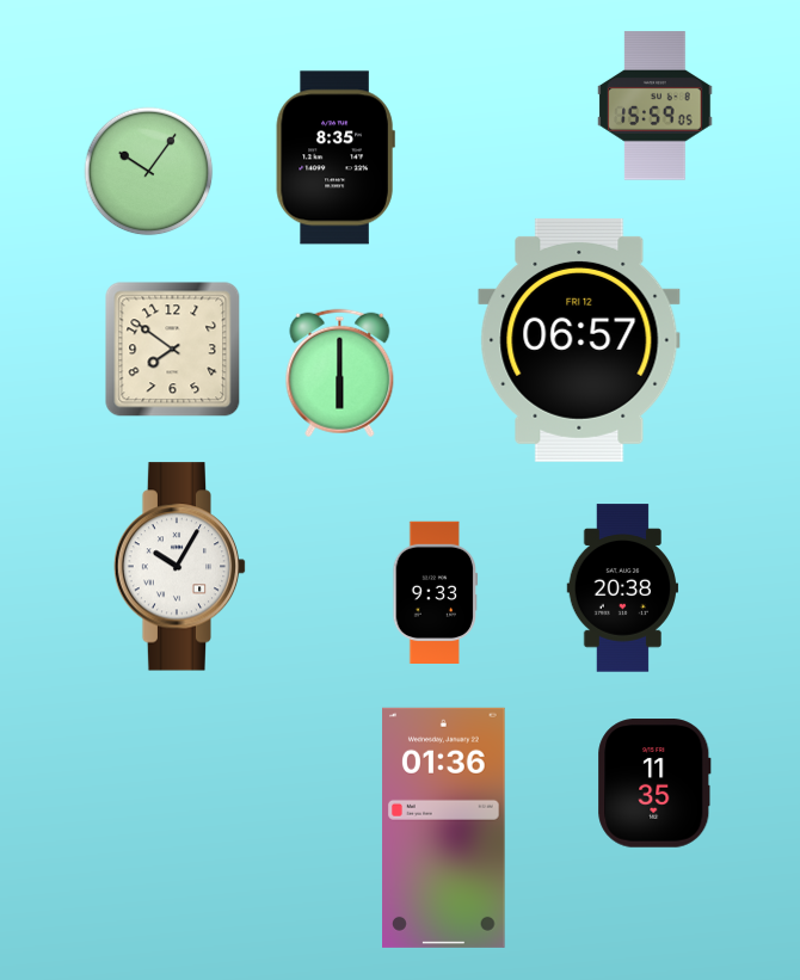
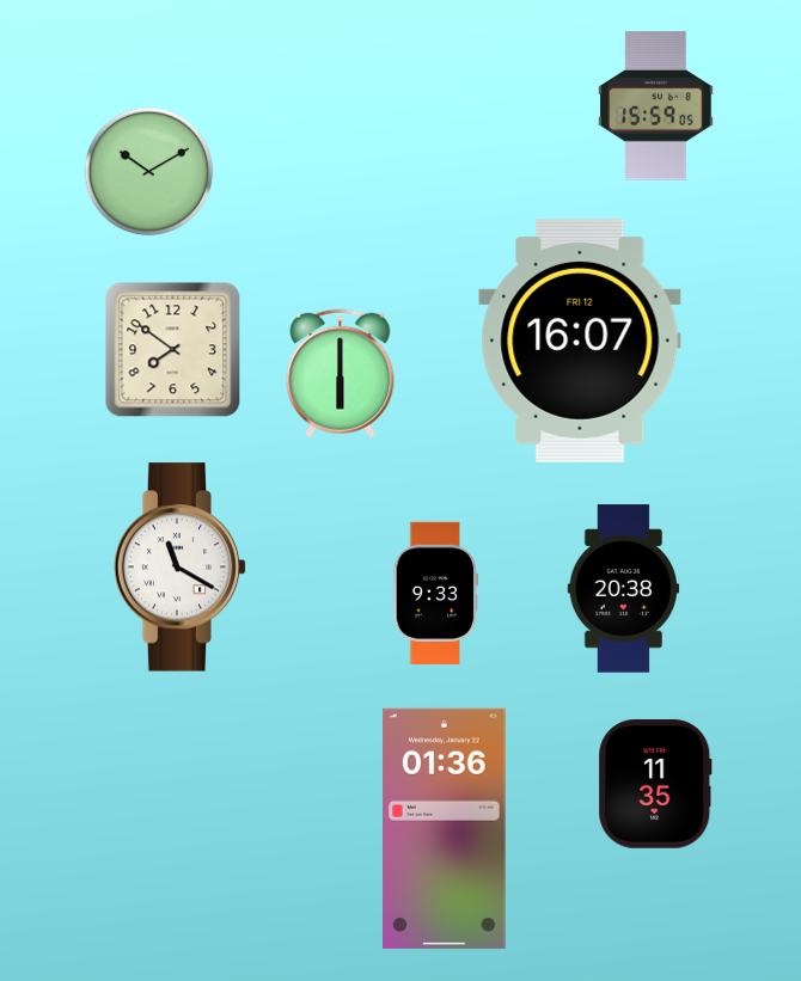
clock at (336, 158): 8:35 -> none
clock at (149, 172): 10:06 -> 10:10
clock at (579, 340): 06:57 -> 16:07
clock at (180, 567): 10:05 -> 11:20
